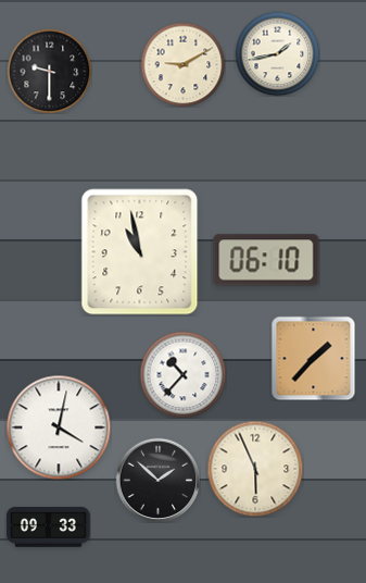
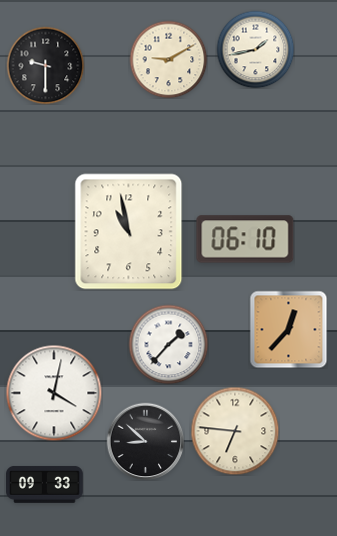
clock at (313, 358): 1:37 -> 12:37
clock at (182, 374): 10:37 -> 1:37
clock at (255, 469): 5:56 -> 6:46
clock at (157, 480): 1:52 -> 8:52
